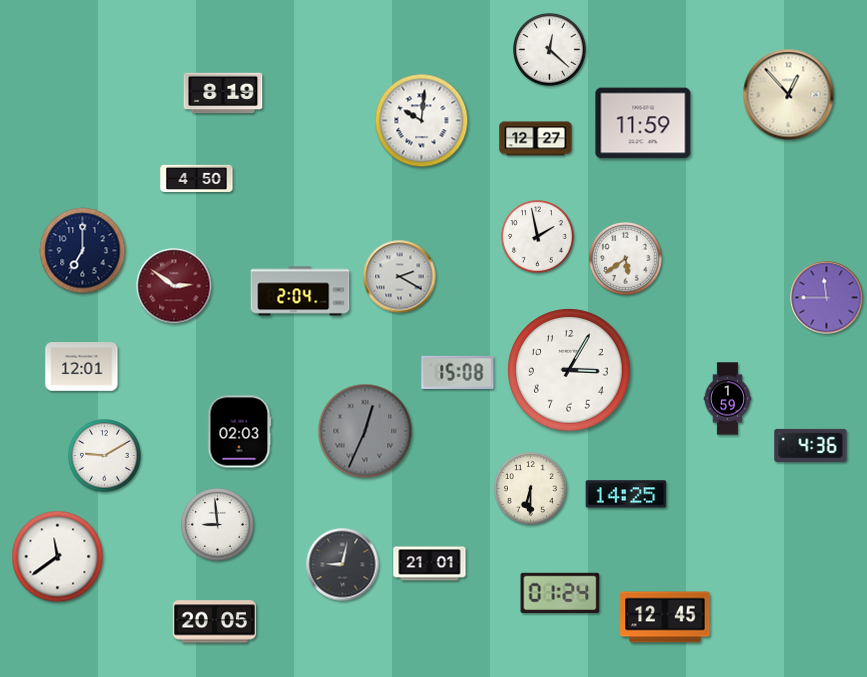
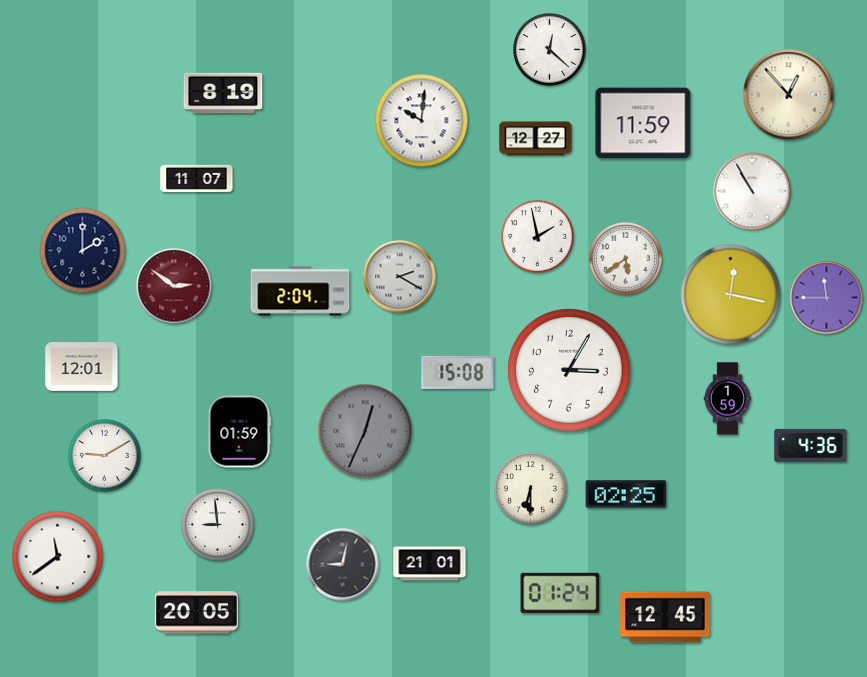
clock at (197, 178): 4:50 -> 11:07
clock at (752, 191): none -> 10:55
clock at (83, 251): 7:00 -> 2:00
clock at (731, 295): none -> 12:17
clock at (239, 432): 02:03 -> 01:59
clock at (626, 494): 14:25 -> 02:25
clock at (214, 622) position: (214, 622) -> (196, 613)
